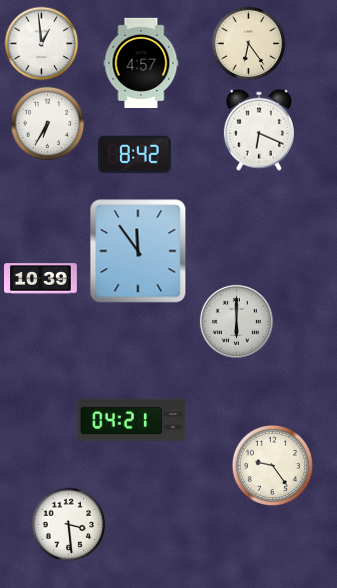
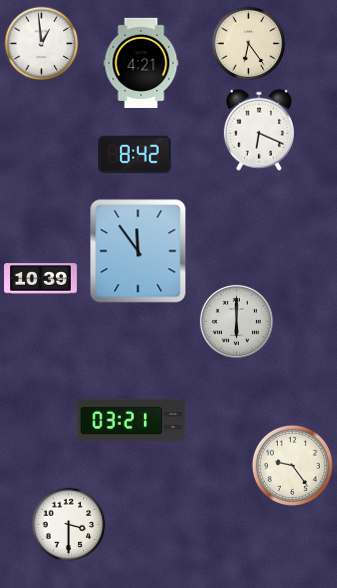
clock at (141, 63): 4:57 -> 4:21
clock at (48, 124): 6:35 -> none
clock at (131, 419): 04:21 -> 03:21
clock at (272, 465) position: (272, 465) -> (292, 465)
clock at (69, 525): 3:29 -> 3:30
